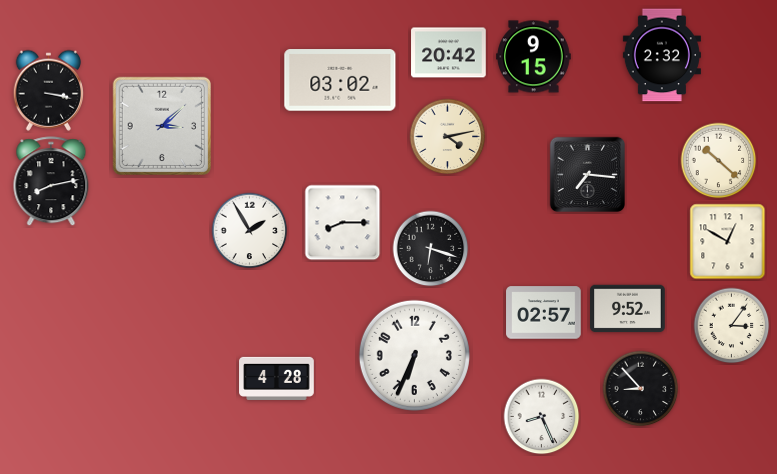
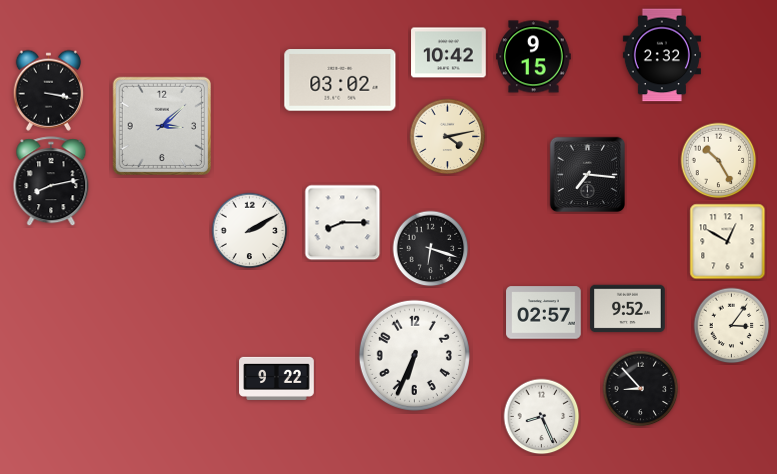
clock at (449, 53): 20:42 -> 10:42
clock at (719, 161): 10:22 -> 10:25
clock at (250, 231): 1:55 -> 2:10
clock at (277, 378): 4:28 -> 9:22
